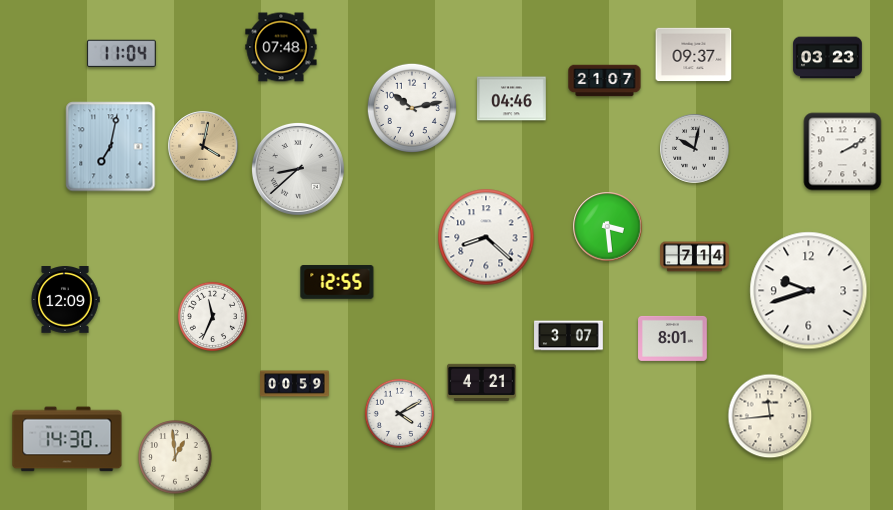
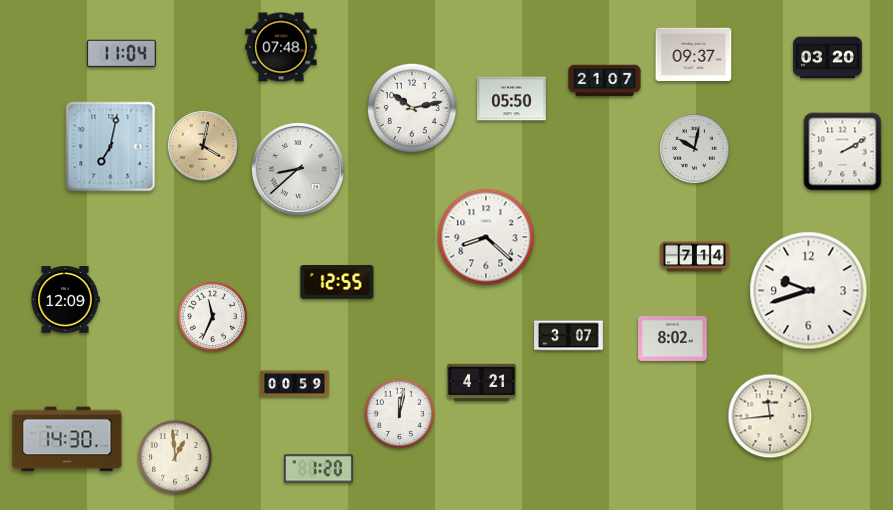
clock at (828, 58): 03:23 -> 03:20
clock at (512, 99): 04:46 -> 05:50
clock at (608, 227): 3:29 -> none
clock at (673, 338): 8:01 -> 8:02
clock at (399, 413): 4:10 -> 12:02
clock at (319, 469): none -> 1:20
